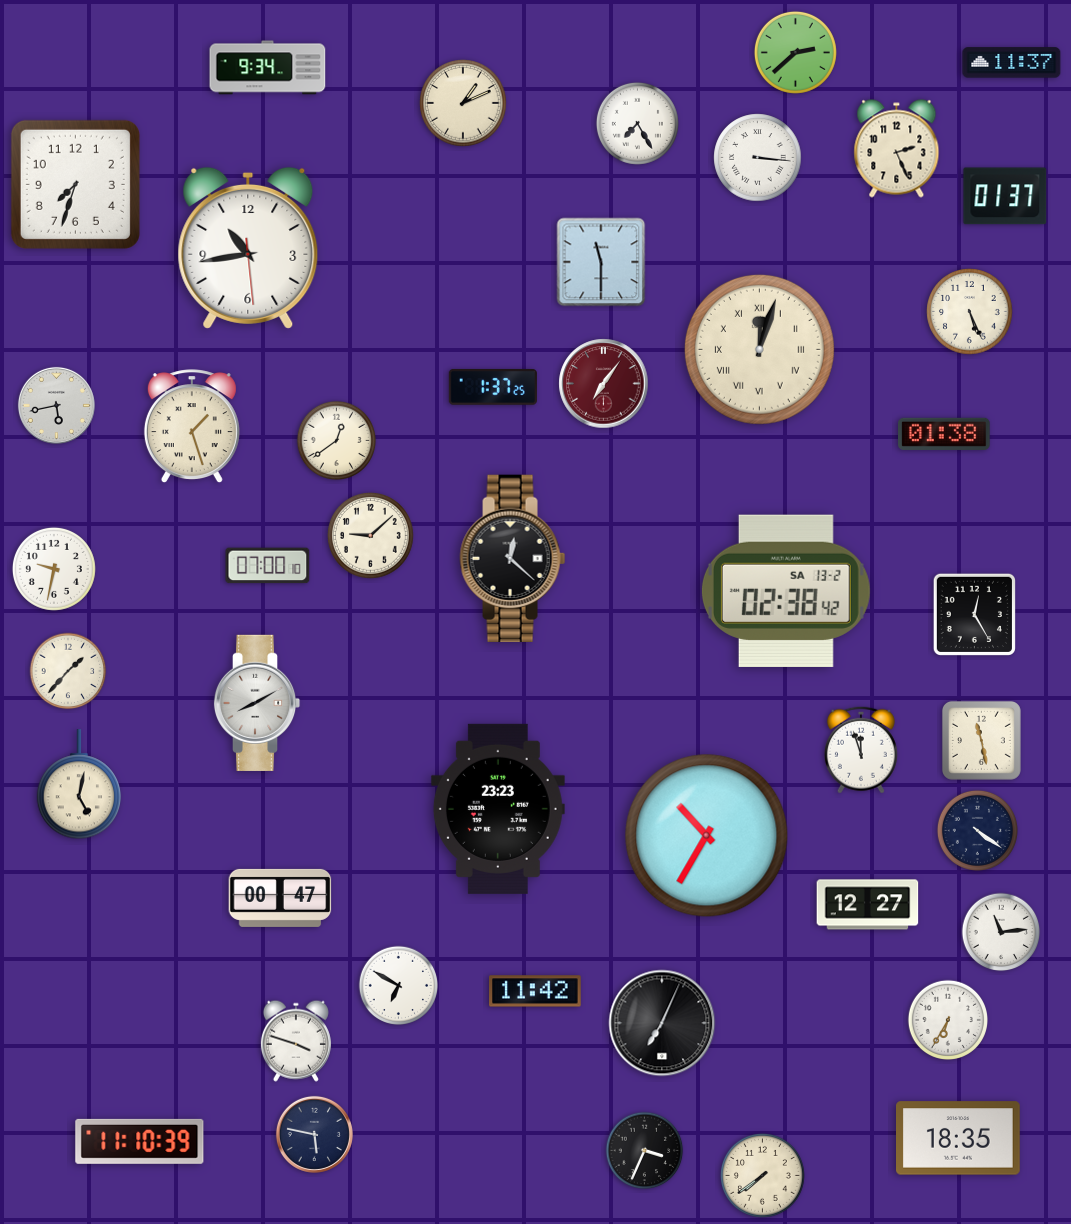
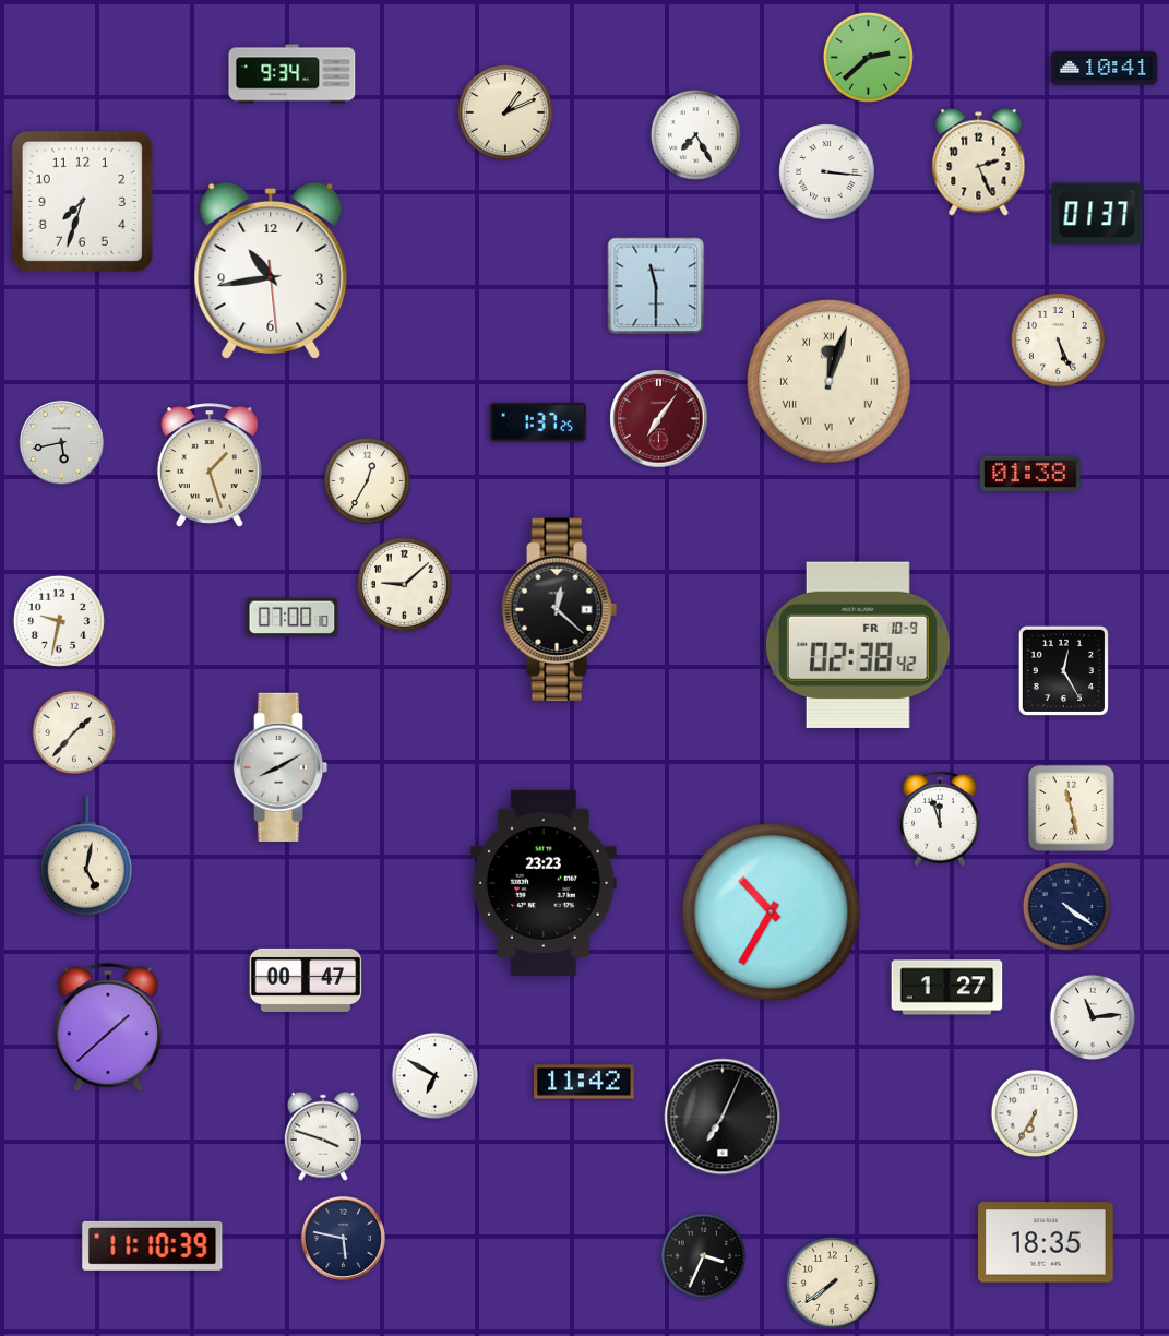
clock at (1012, 63): 11:37 -> 10:41
clock at (337, 441): 12:39 -> 12:35
clock at (786, 590) date: SA 13-2 -> FR 10-9
clock at (868, 905): 12:27 -> 1:27
clock at (108, 1027): none -> 1:38
